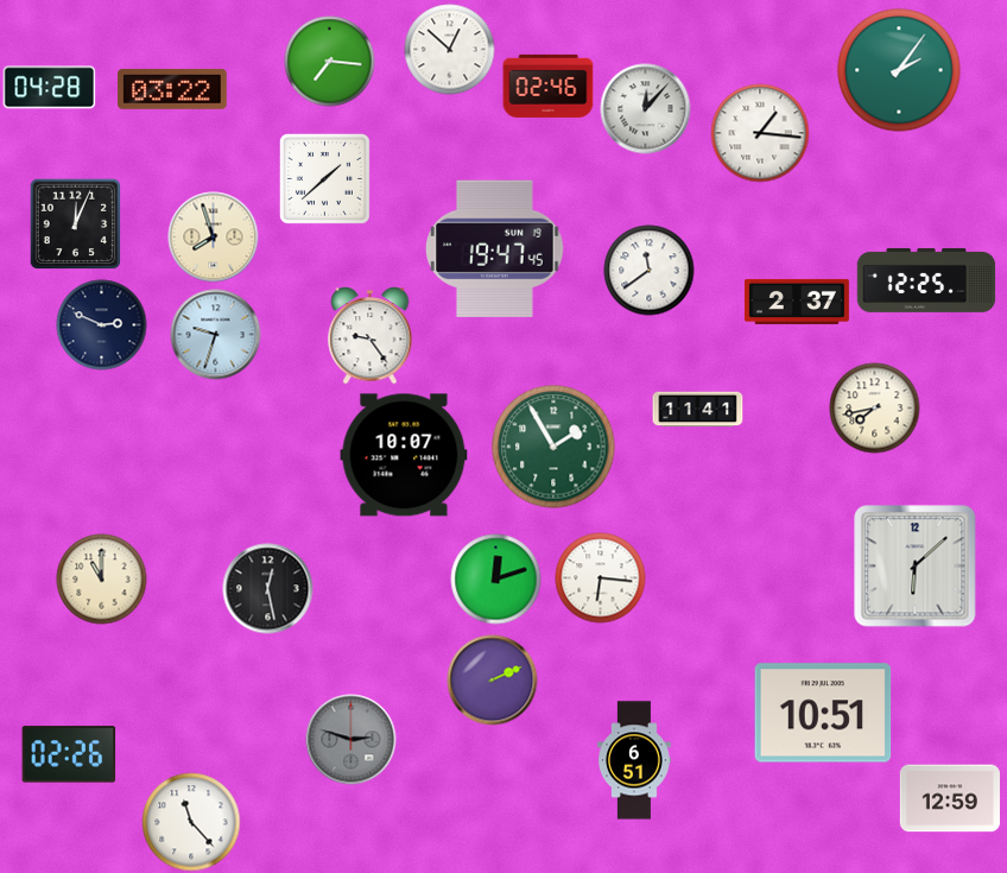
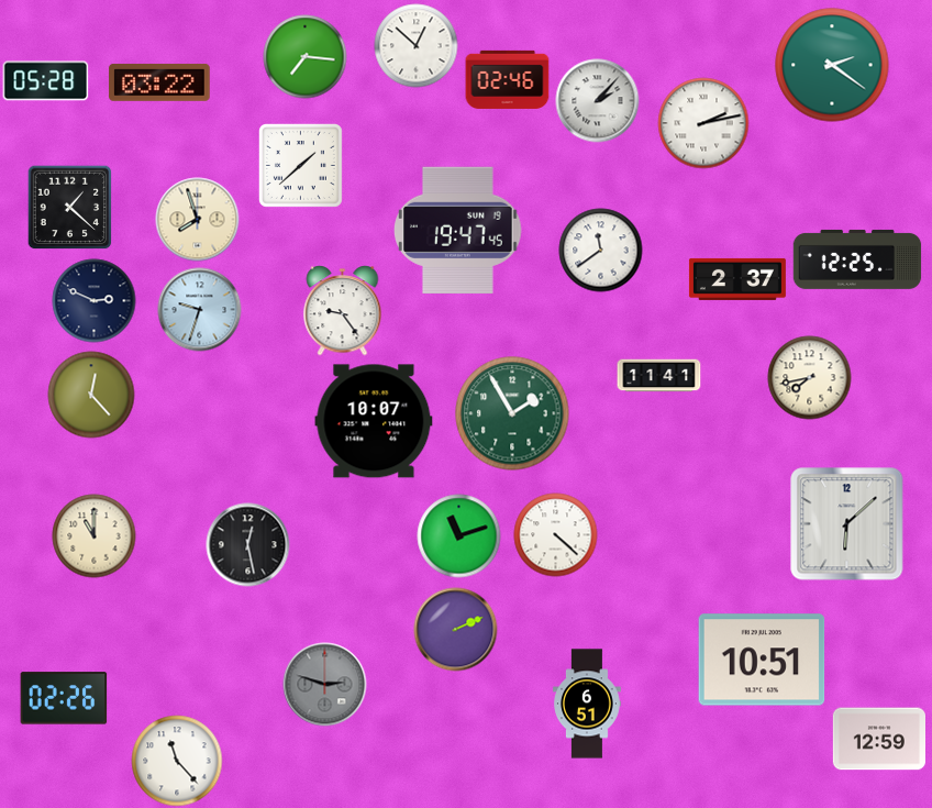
clock at (899, 70): 2:06 -> 2:21
clock at (50, 88): 04:28 -> 05:28
clock at (646, 109): 12:07 -> 2:07
clock at (760, 133): 1:16 -> 2:13
clock at (75, 223): 12:04 -> 1:22
clock at (698, 410) position: (698, 410) -> (659, 376)
clock at (91, 395): none -> 12:23
clock at (601, 578): 6:16 -> 4:22
clock at (496, 580): 12:12 -> 11:12
